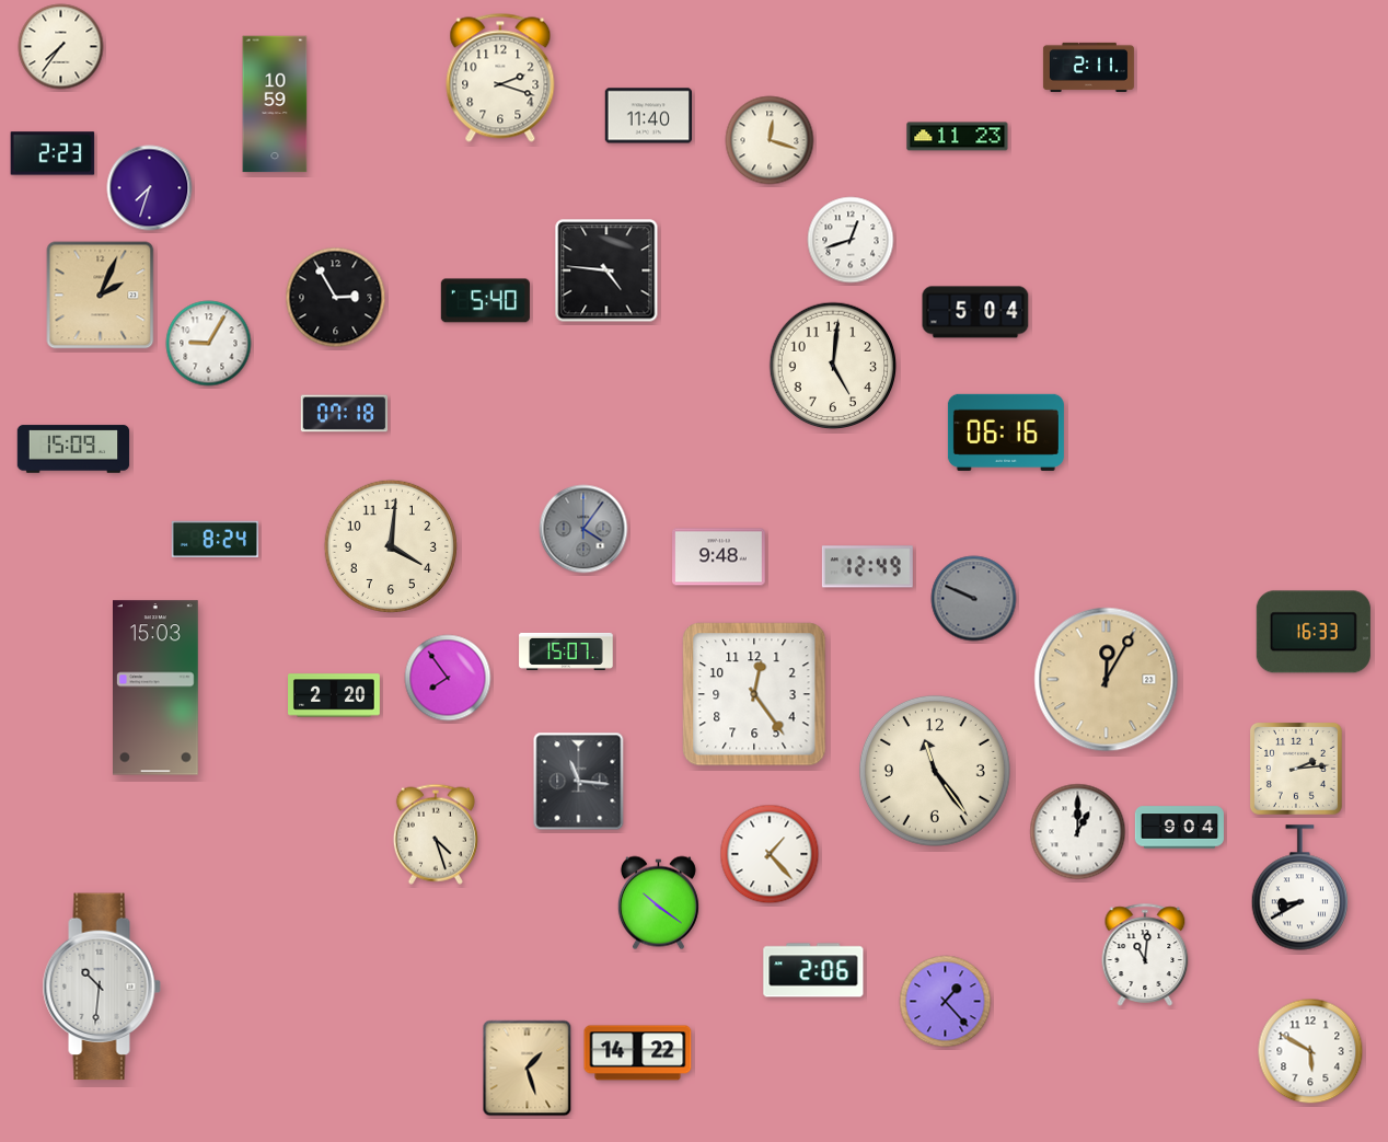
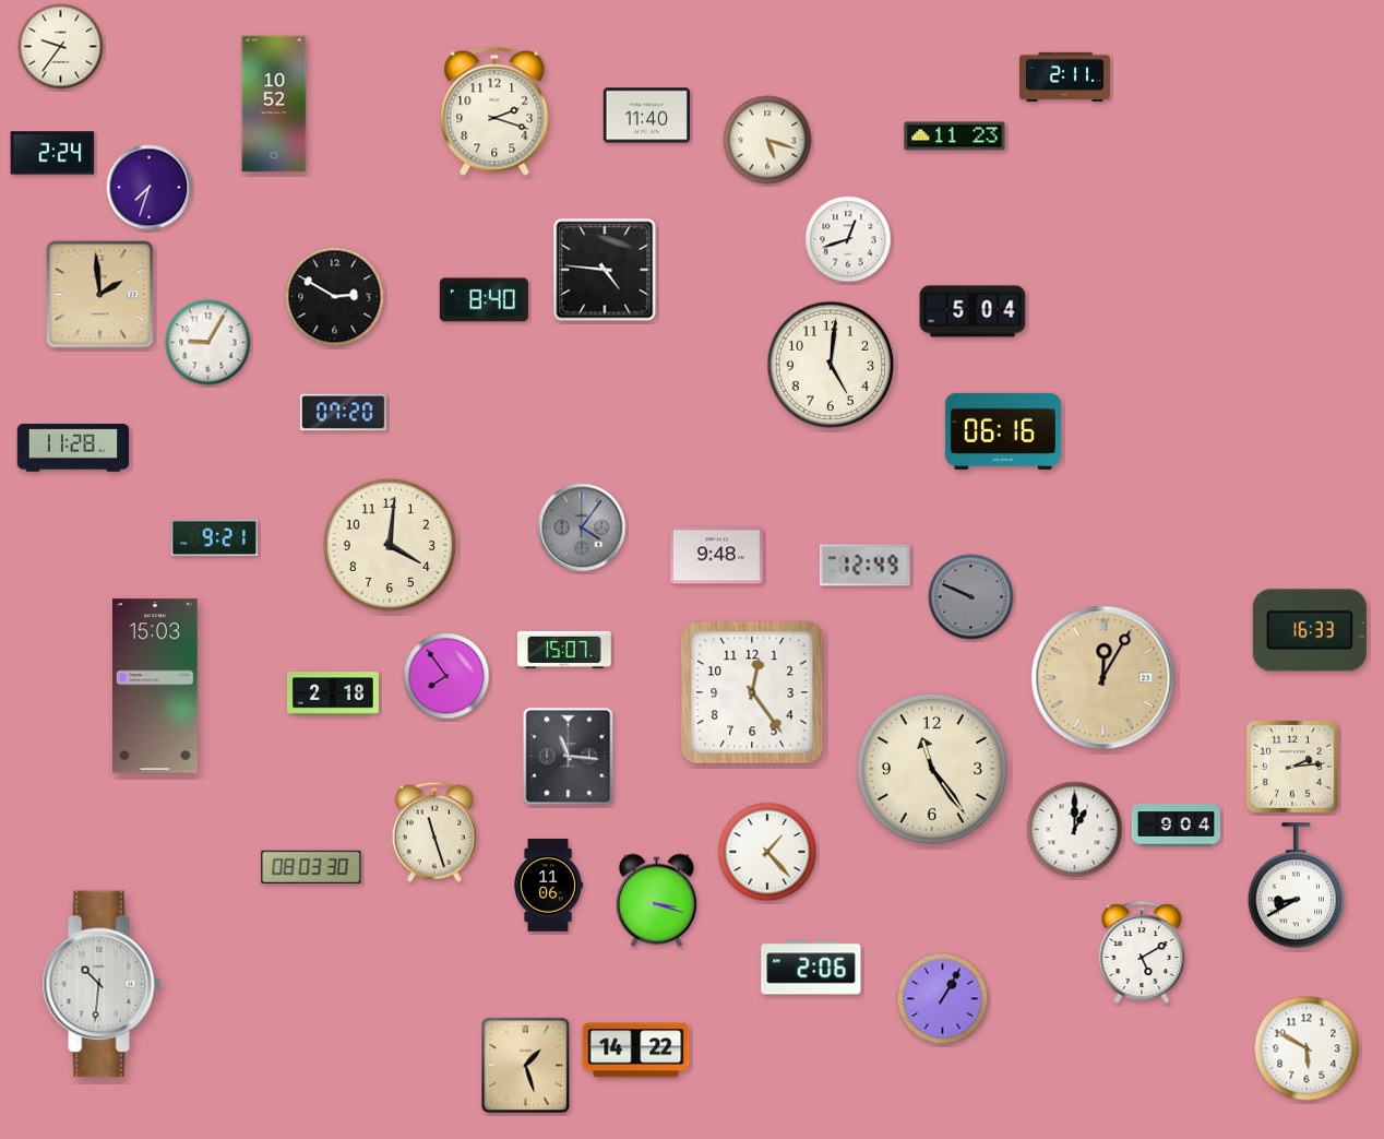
clock at (61, 47): 7:36 -> 9:36
clock at (1088, 67) position: (1088, 67) -> (1064, 76)
clock at (500, 78) position: (500, 78) -> (494, 111)
clock at (275, 104): 10:59 -> 10:52
clock at (770, 140): 12:18 -> 5:18
clock at (53, 153): 2:23 -> 2:24
clock at (101, 296): 2:04 -> 1:59
clock at (336, 298): 2:55 -> 2:50
clock at (485, 301): 5:40 -> 8:40
clock at (345, 414): 07:18 -> 07:20
clock at (73, 449): 15:09 -> 11:28
clock at (215, 539): 8:24 -> 9:21
clock at (335, 695): 2:20 -> 2:18
clock at (579, 782) position: (579, 782) -> (569, 757)
clock at (436, 834): 4:27 -> 11:27
clock at (311, 866): none -> 08:03
clock at (549, 886): none -> 11:06
clock at (658, 903): 10:21 -> 3:18
clock at (1145, 955): 11:01 -> 5:10
clock at (946, 1002): 1:23 -> 1:05
